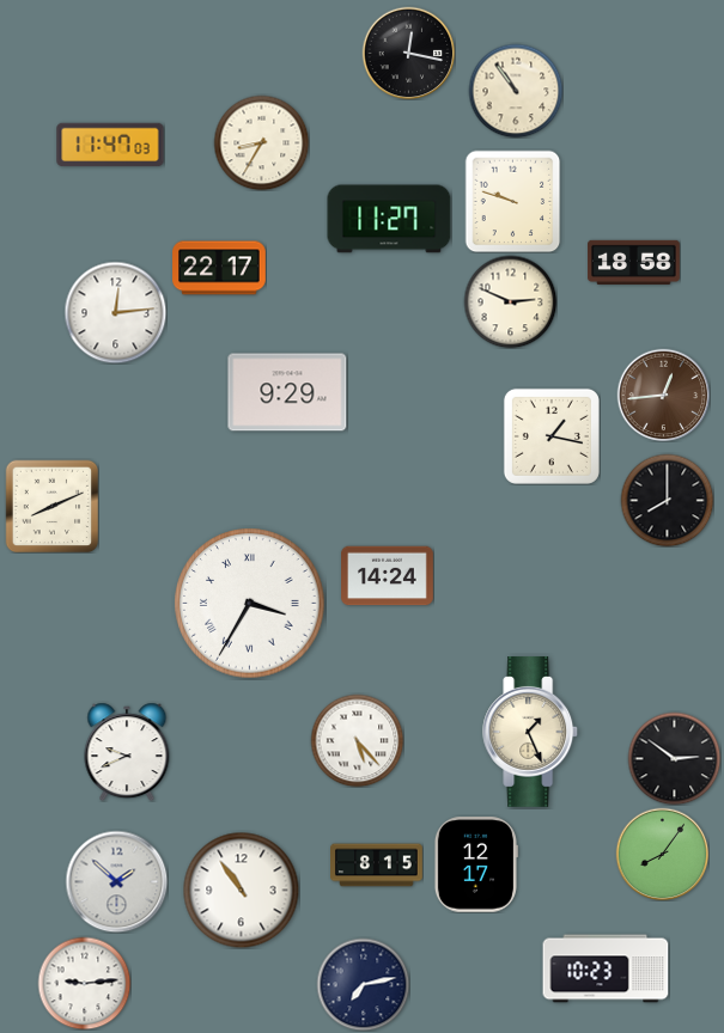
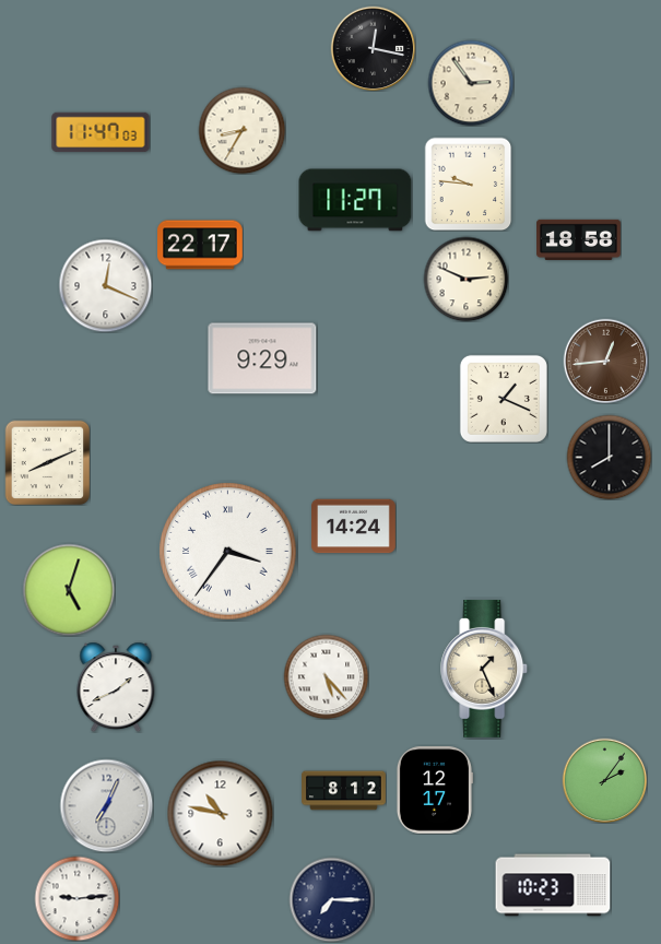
clock at (516, 91): 10:54 -> 2:54
clock at (261, 142) position: (261, 142) -> (241, 130)
clock at (513, 201): 9:48 -> 9:46
clock at (510, 301) position: (510, 301) -> (465, 279)
clock at (115, 312): 12:14 -> 12:19
clock at (552, 436): 1:17 -> 1:19
clock at (250, 604): 3:35 -> 3:36
clock at (69, 590): none -> 5:03
clock at (127, 752): 9:41 -> 1:41
clock at (674, 758): 2:51 -> none
clock at (662, 854): 8:06 -> 2:06
clock at (377, 866): 8:15 -> 8:12
clock at (116, 881): 1:52 -> 7:04
clock at (241, 890): 10:54 -> 10:47
clock at (363, 984): 7:13 -> 7:15
